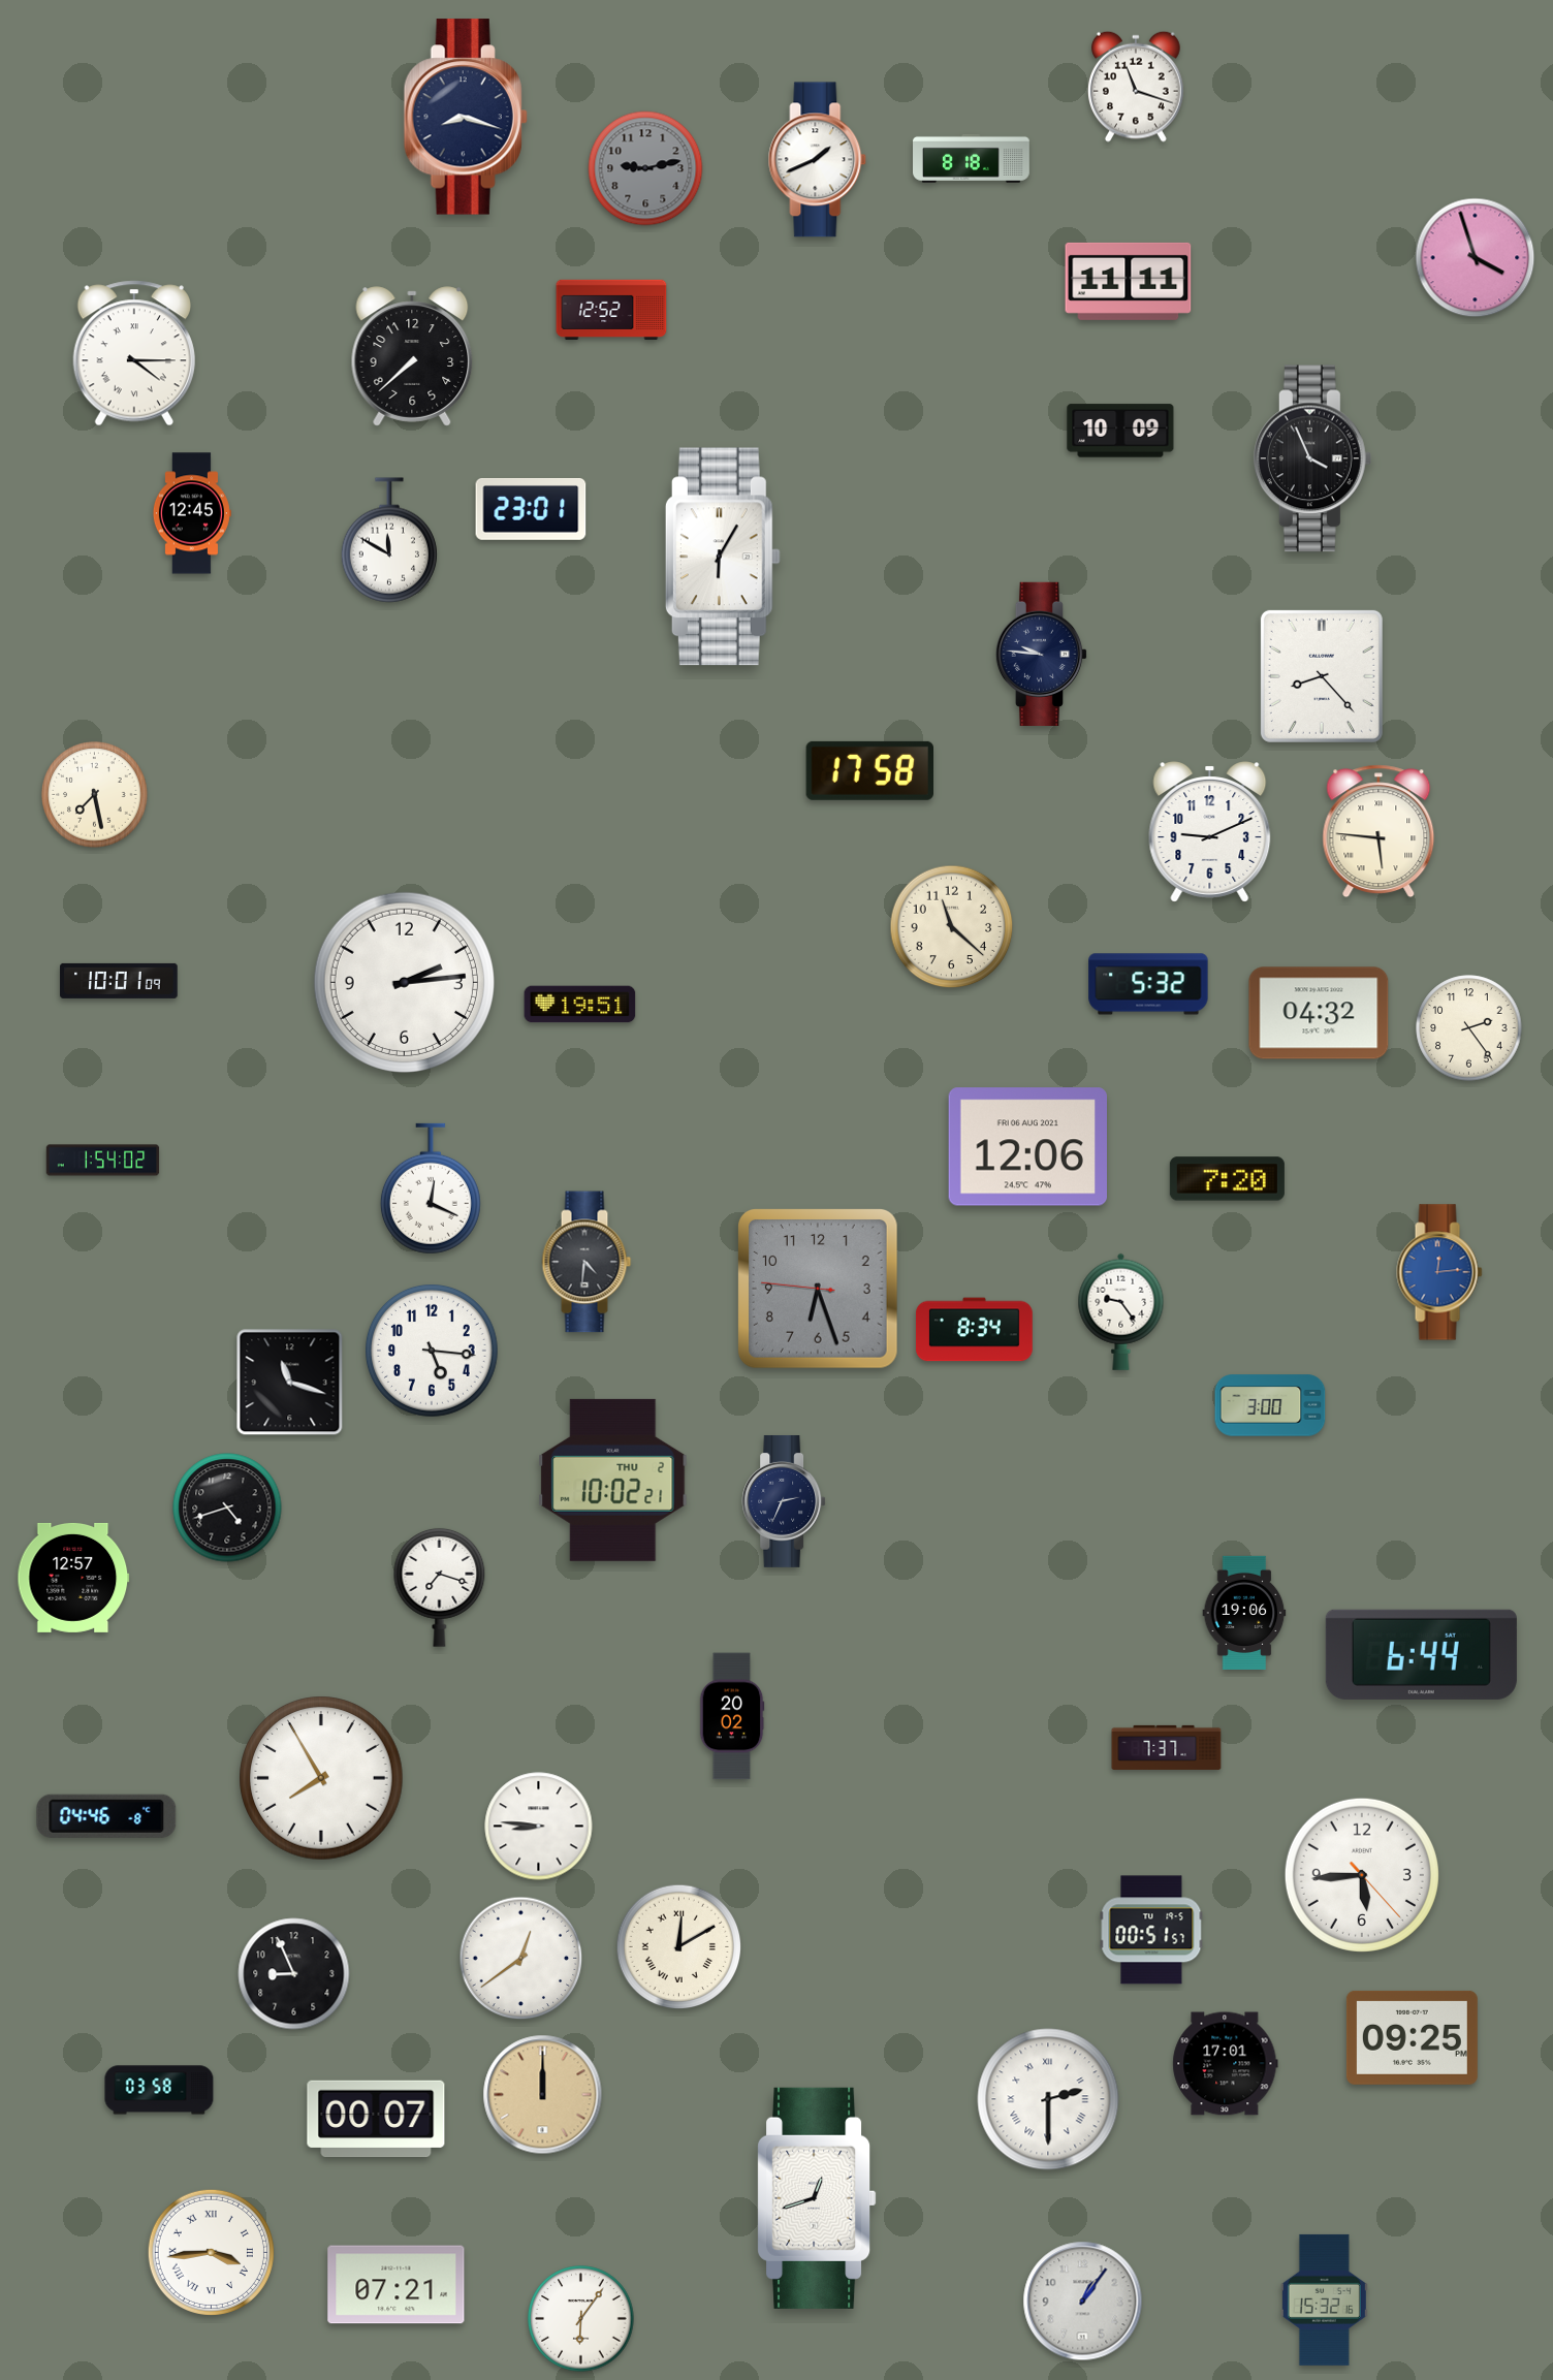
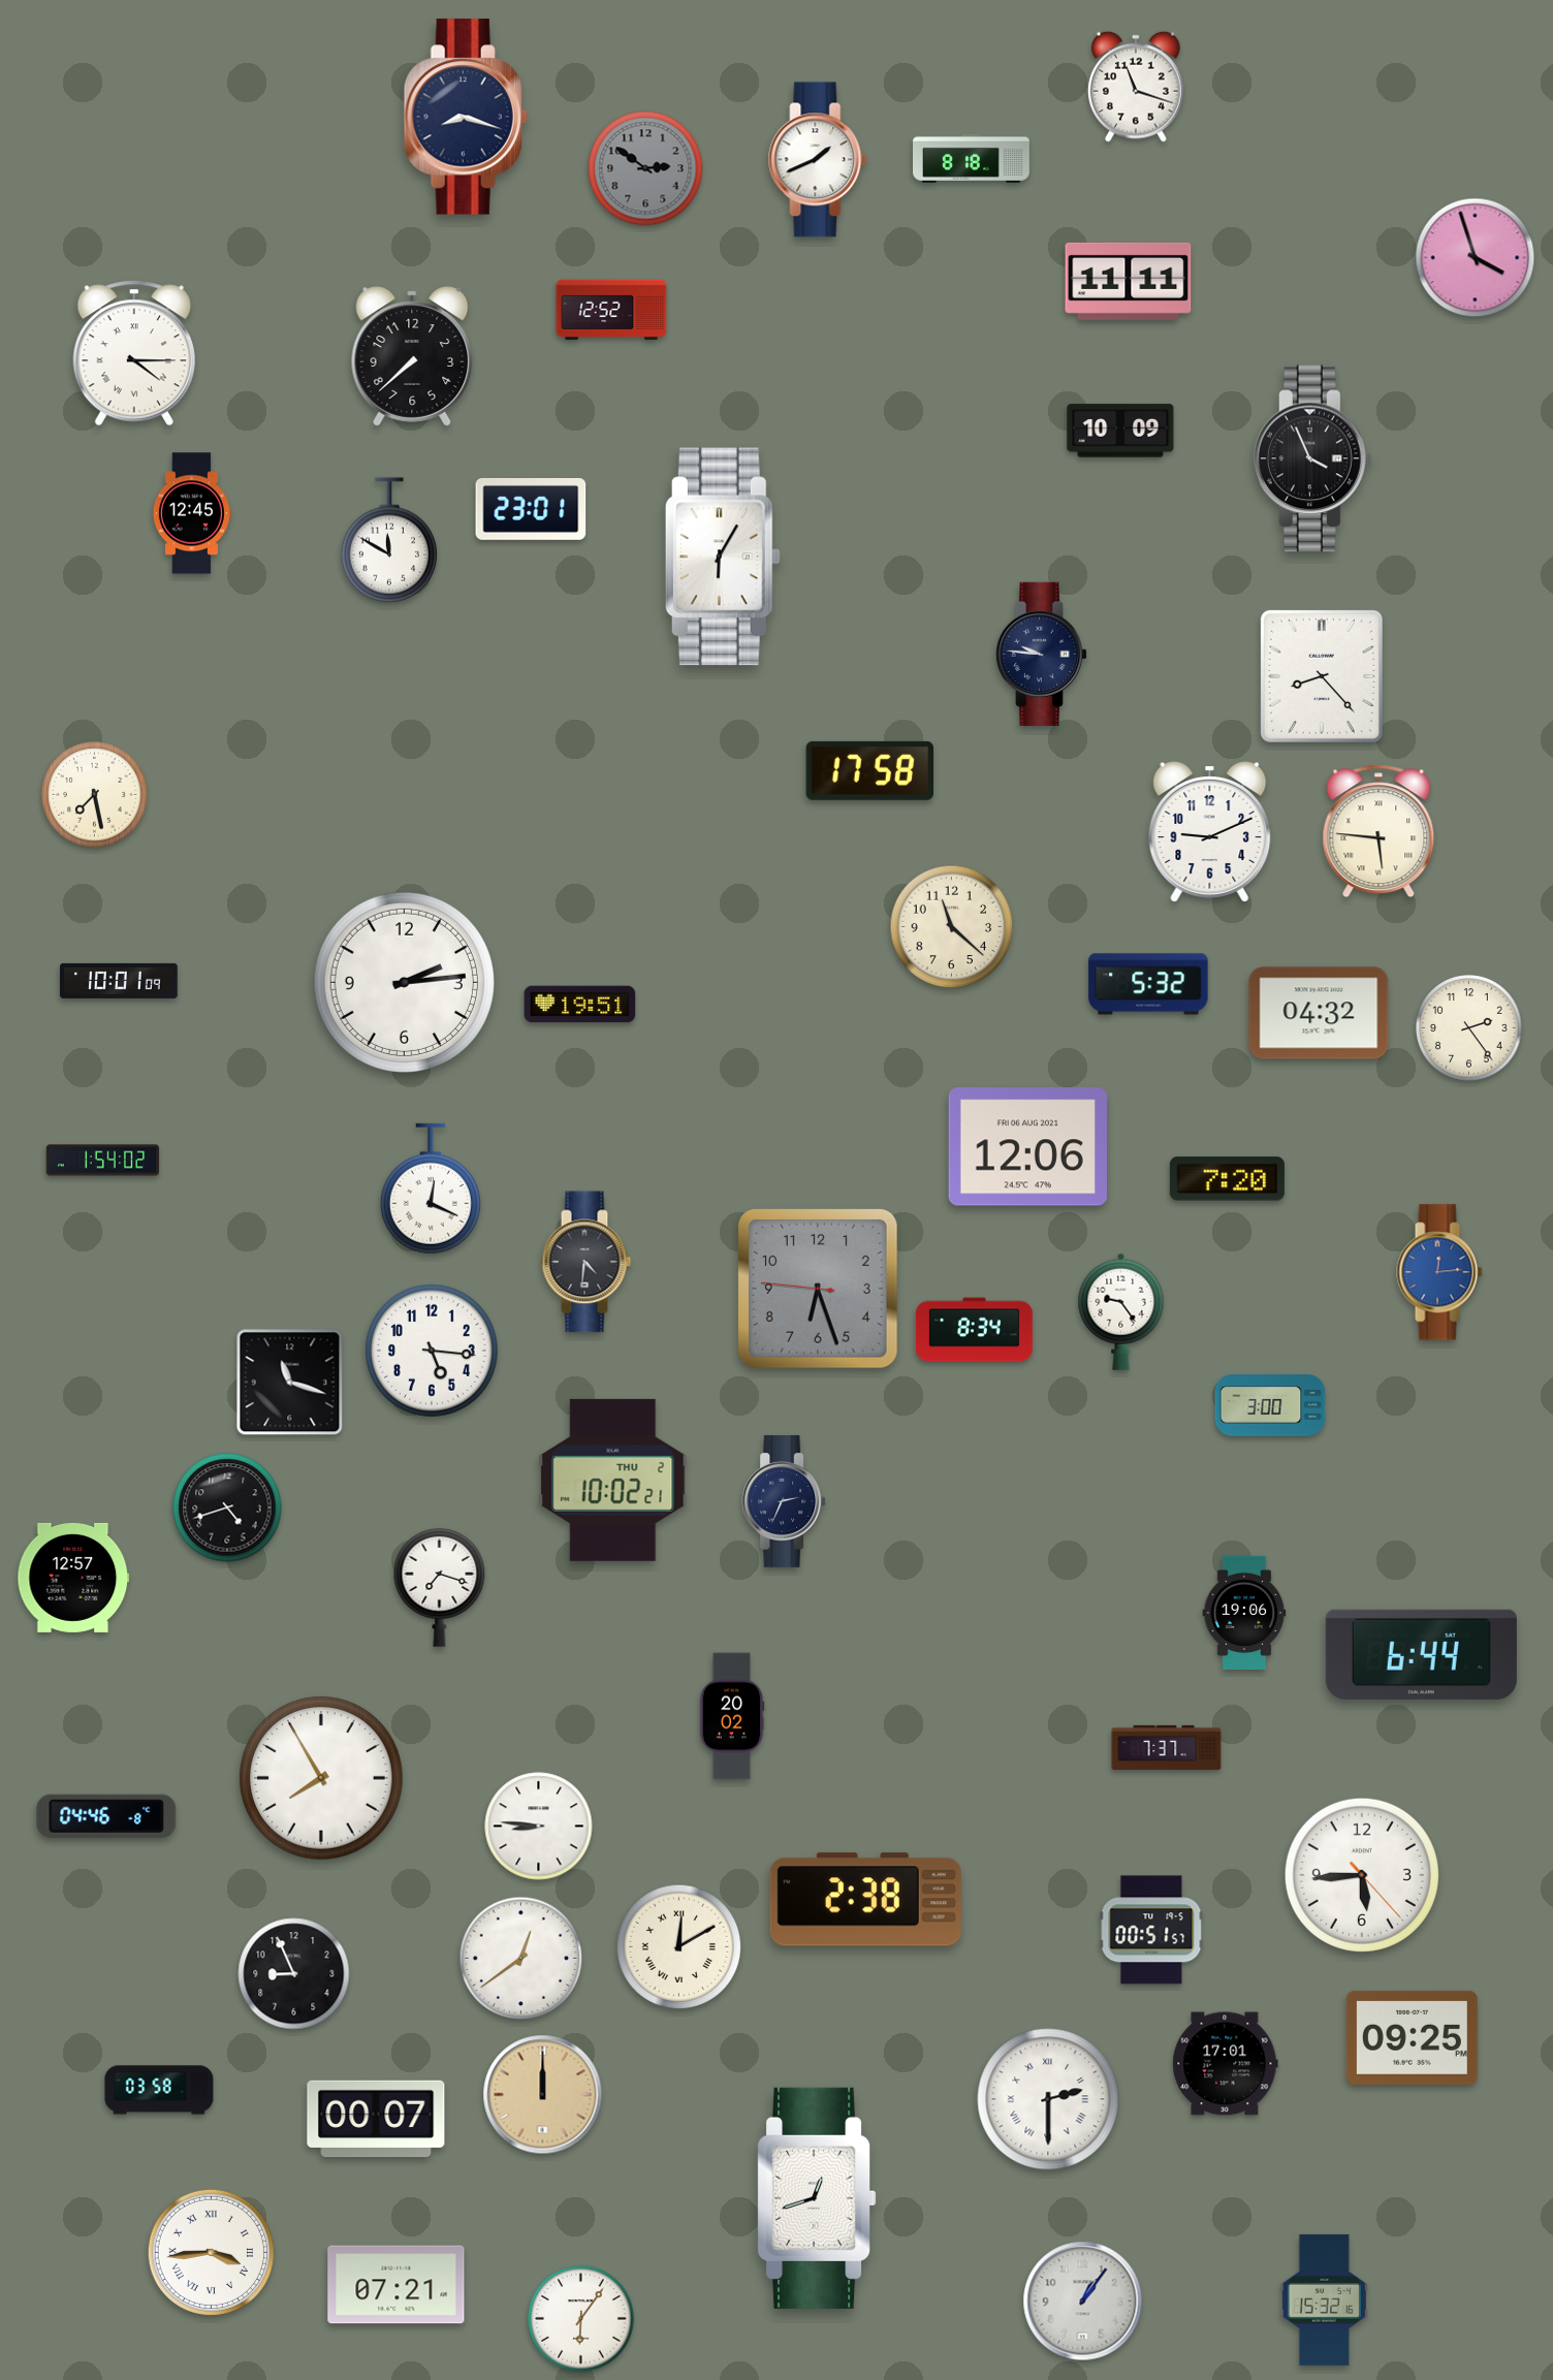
clock at (645, 168): 9:13 -> 2:51
clock at (865, 1900): none -> 2:38
